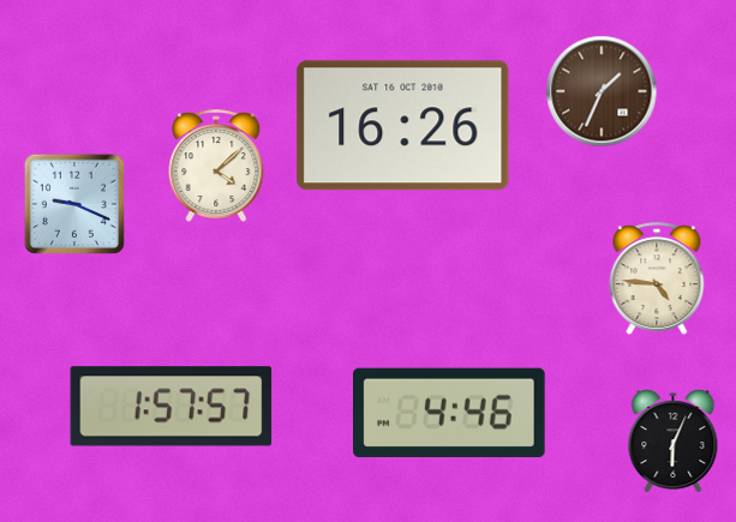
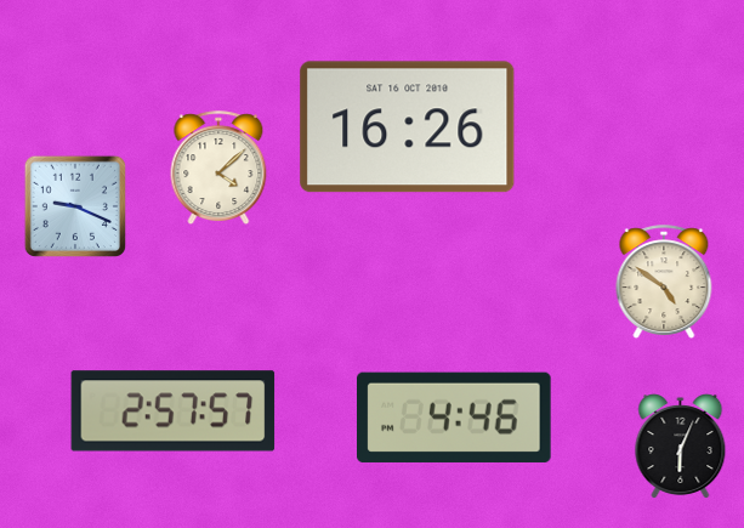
clock at (602, 91): 1:34 -> none
clock at (657, 278): 4:46 -> 4:51
clock at (172, 407): 1:57 -> 2:57
